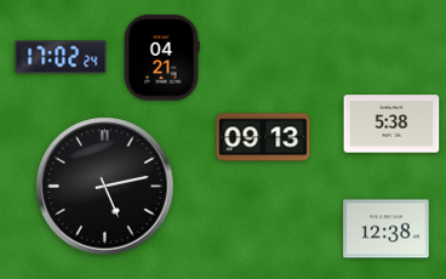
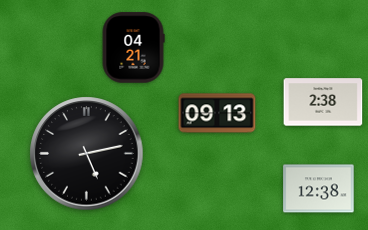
clock at (61, 57): 17:02 -> none
clock at (391, 124): 5:38 -> 2:38
